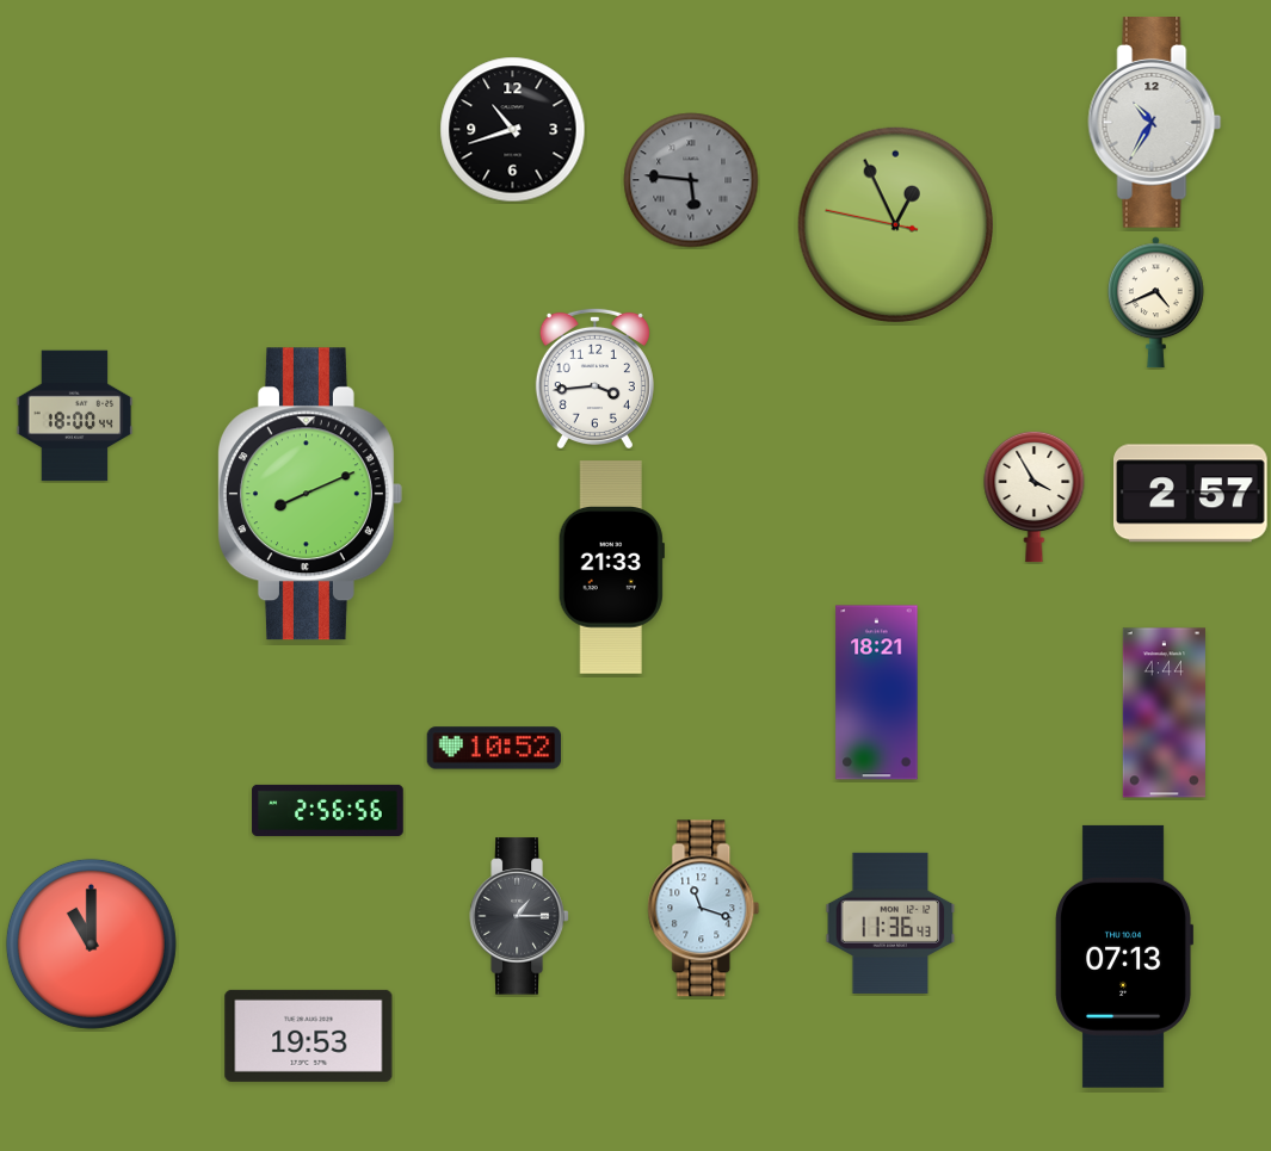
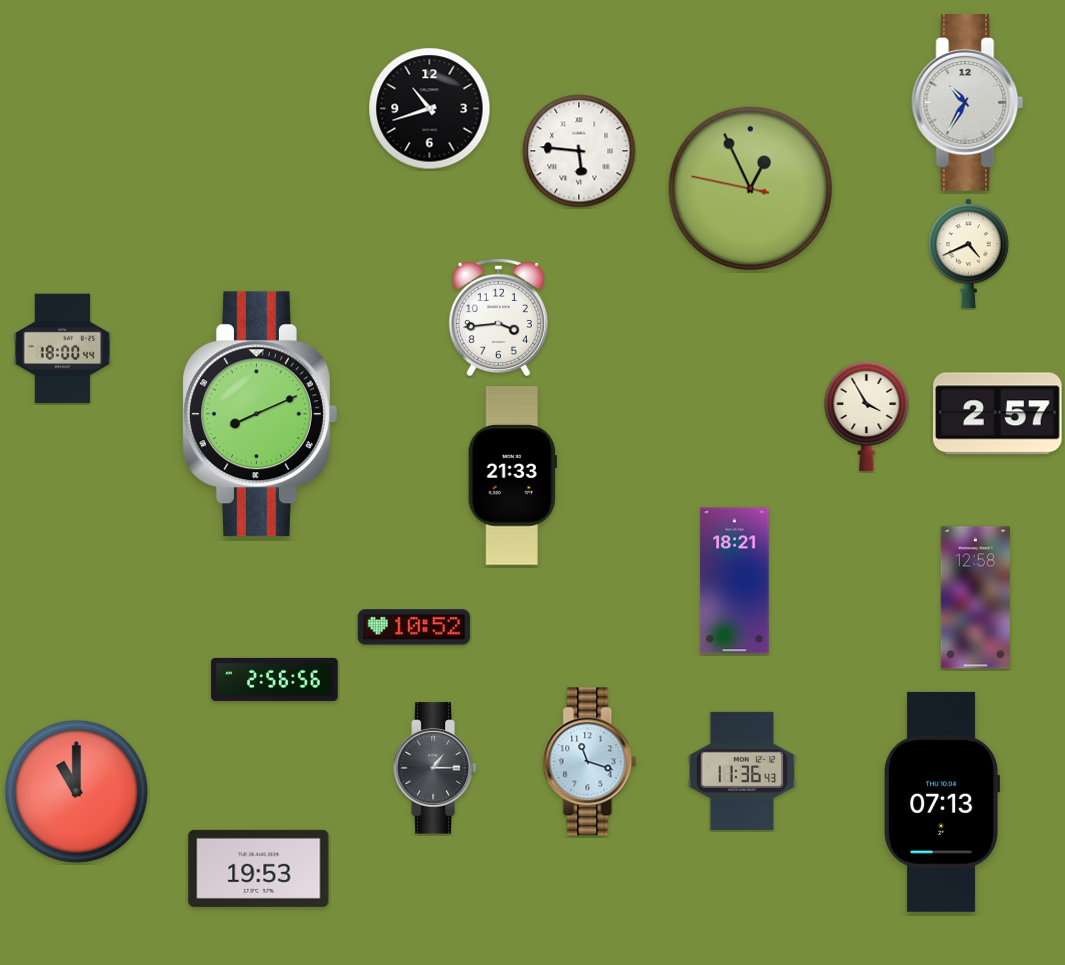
clock at (691, 180) dial: grey -> white
clock at (1164, 713): 4:44 -> 12:58
clock at (890, 923) position: (890, 923) -> (742, 771)
